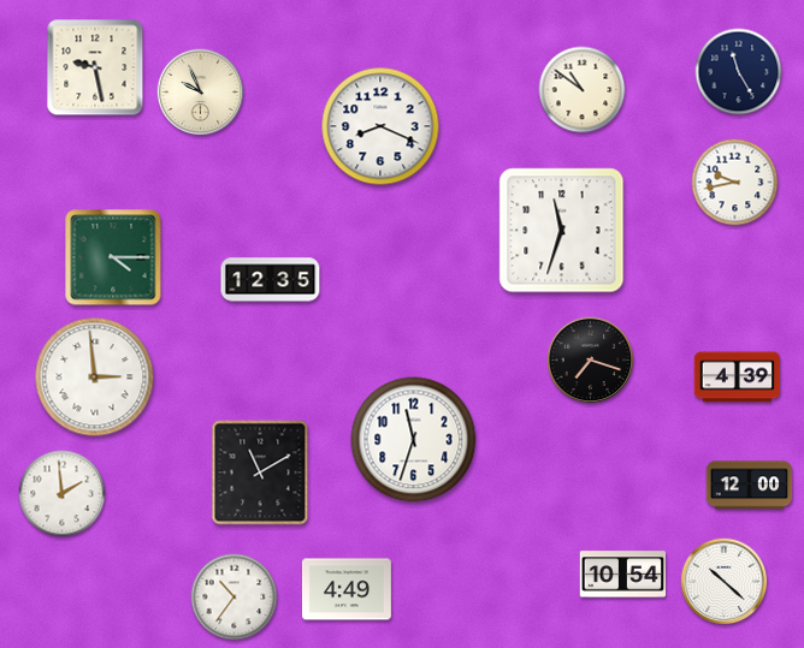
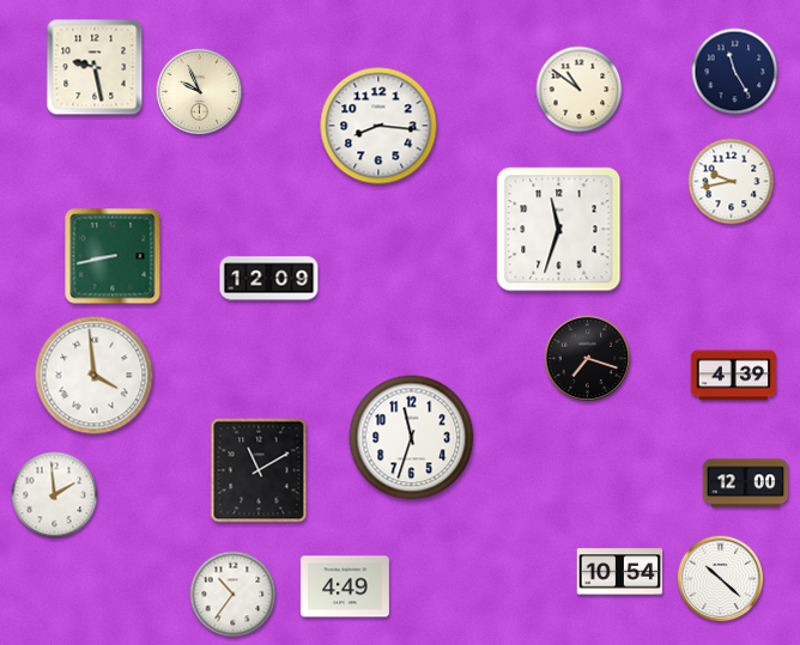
clock at (380, 126): 8:19 -> 8:16
clock at (113, 257): 4:15 -> 8:43
clock at (271, 280): 12:35 -> 12:09
clock at (95, 377): 2:59 -> 3:59
clock at (63, 494) position: (63, 494) -> (55, 495)
